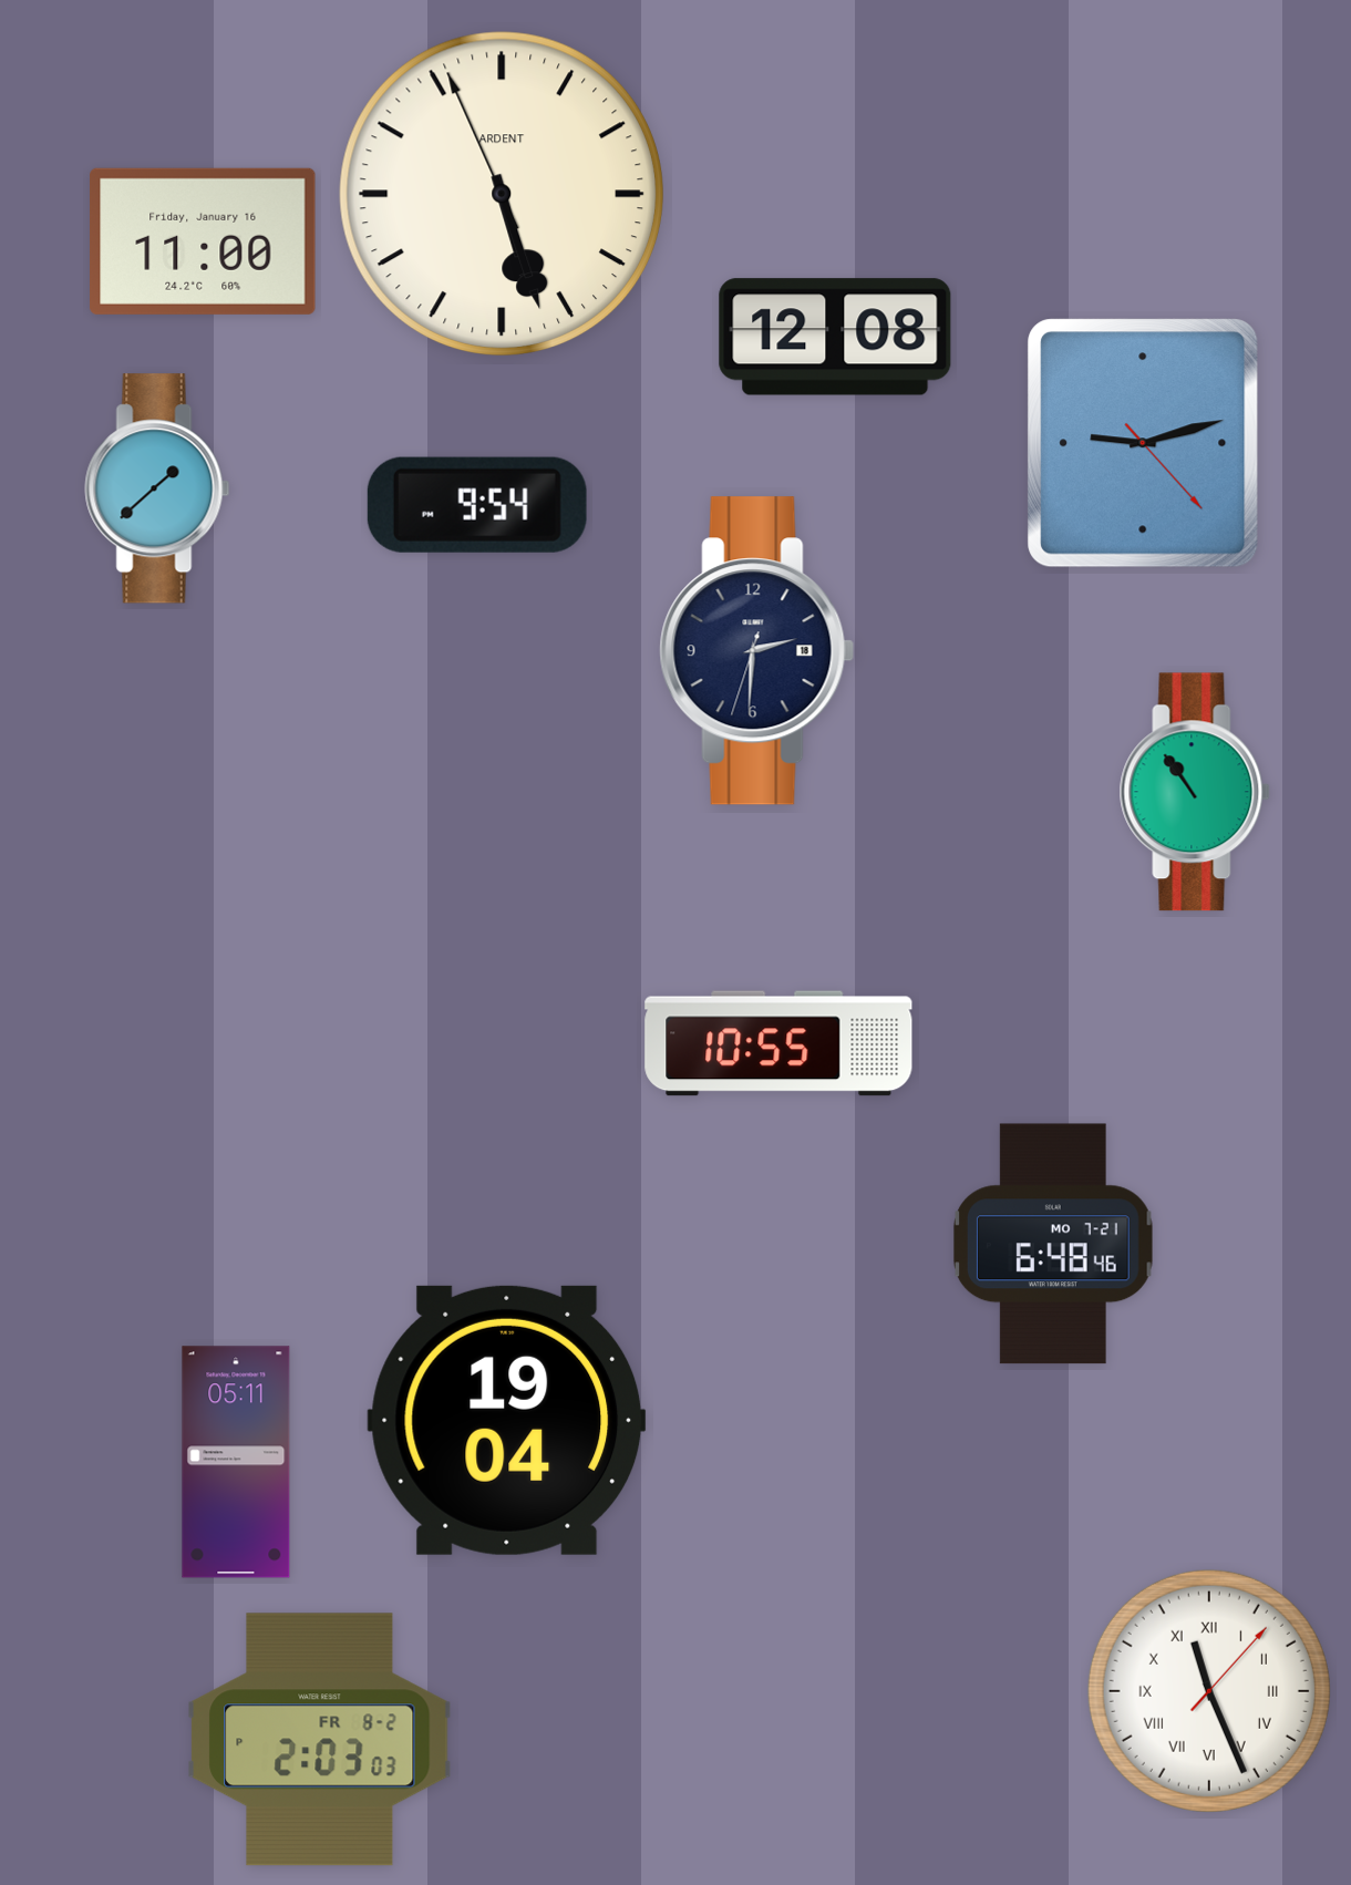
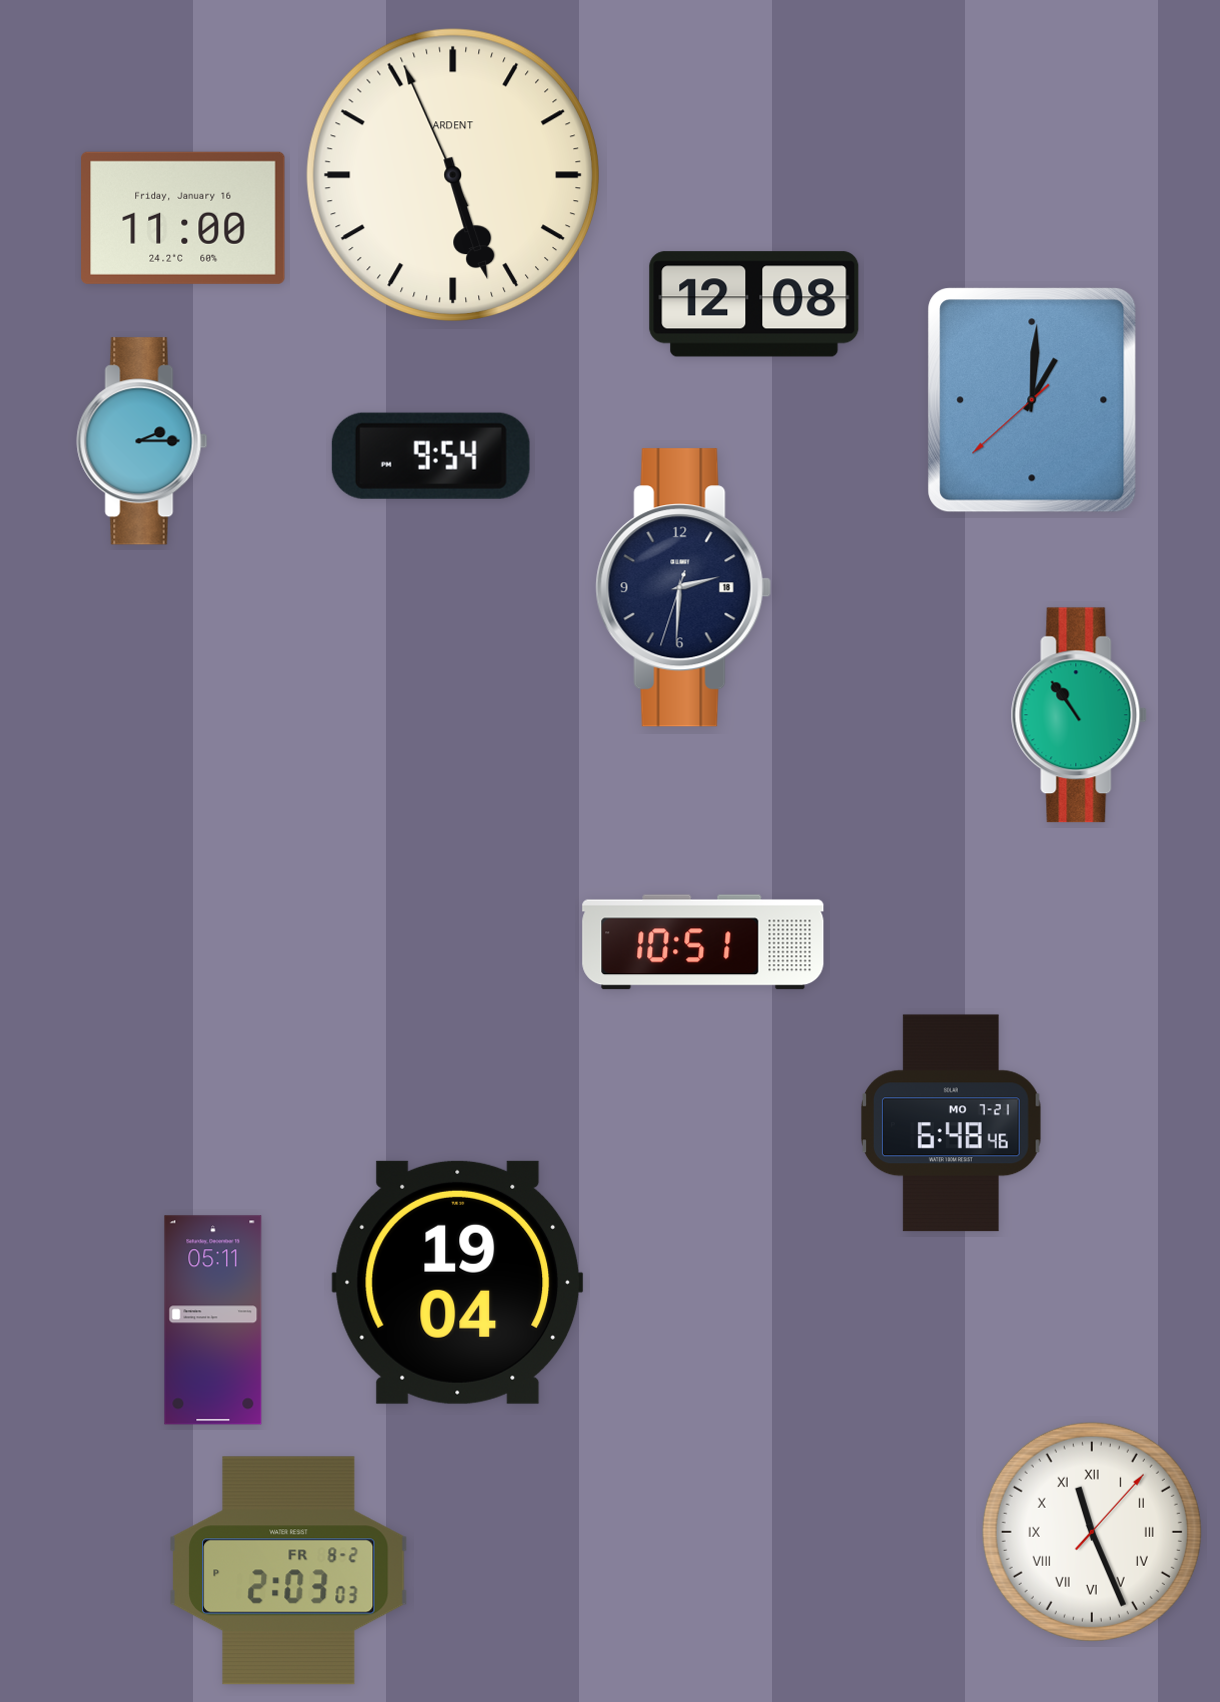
clock at (1143, 443): 9:12 -> 1:00
clock at (157, 488): 1:38 -> 2:15
clock at (778, 1043): 10:55 -> 10:51
clock at (1209, 1691) position: (1209, 1691) -> (1092, 1532)
